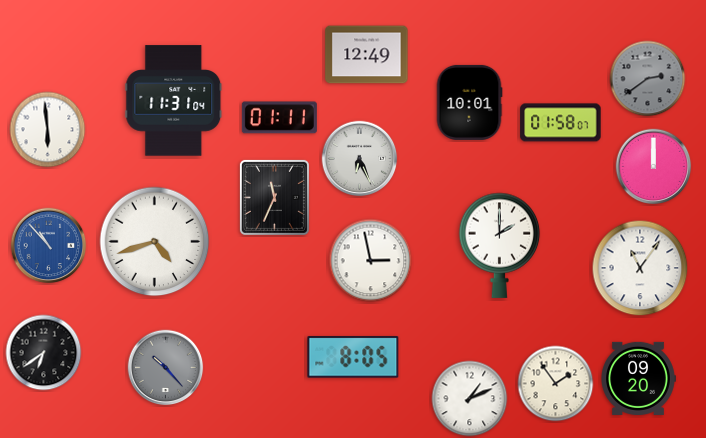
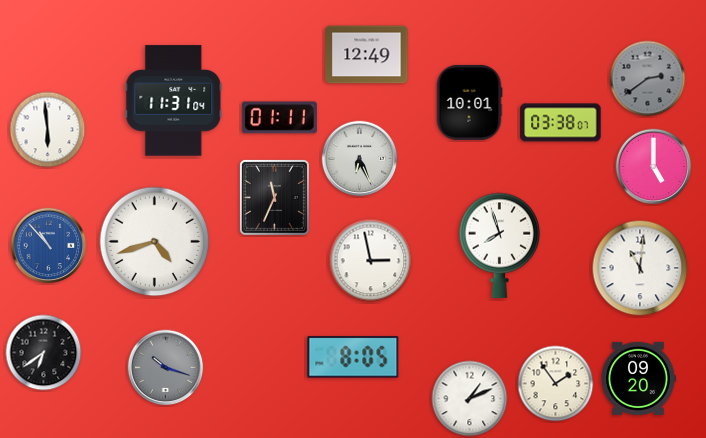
clock at (561, 123): 01:58 -> 03:38
clock at (654, 167): 12:00 -> 5:00
clock at (500, 245): 2:00 -> 7:57
clock at (640, 268): 11:06 -> 11:01
clock at (166, 368): 10:23 -> 10:18
